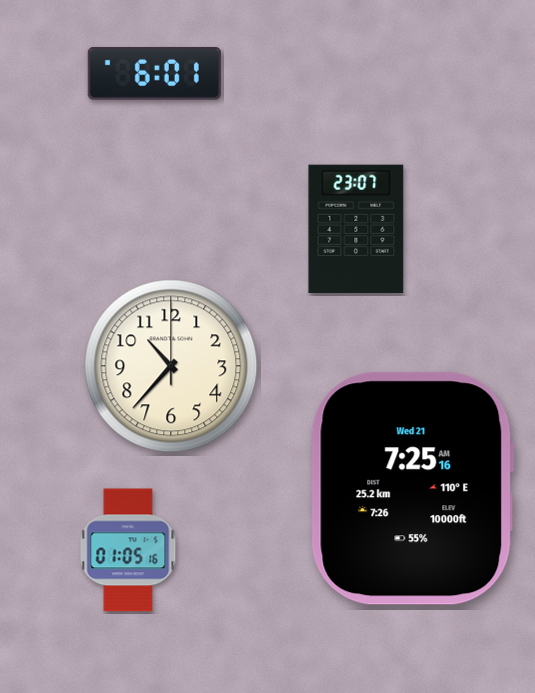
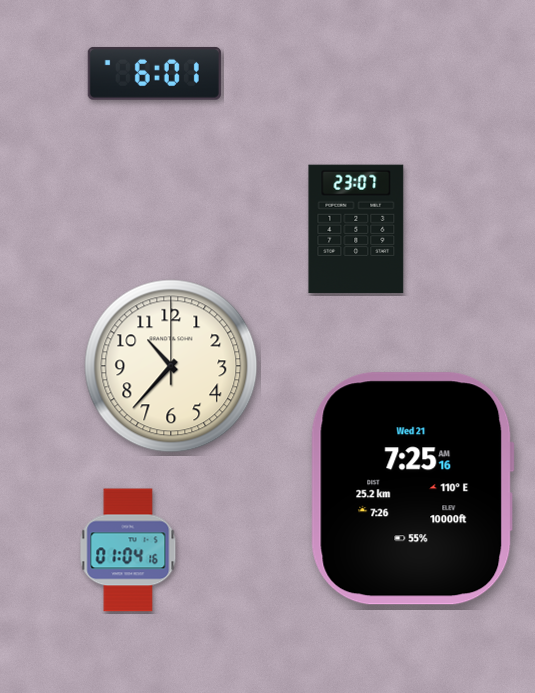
clock at (128, 550): 01:05 -> 01:04
